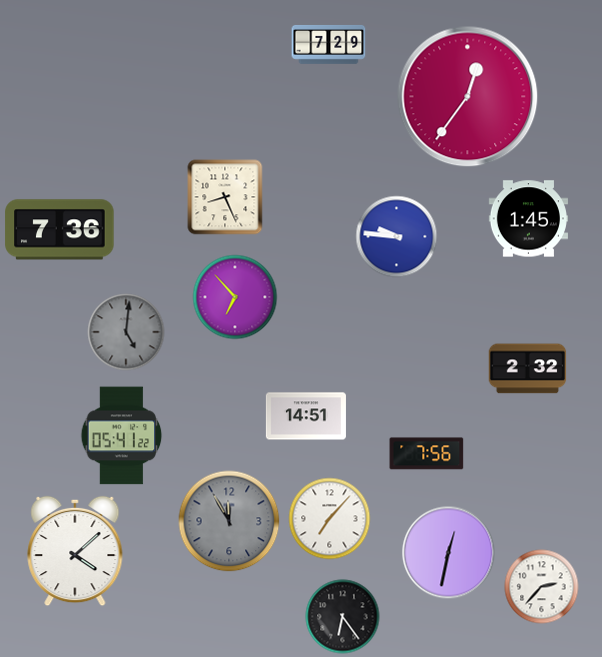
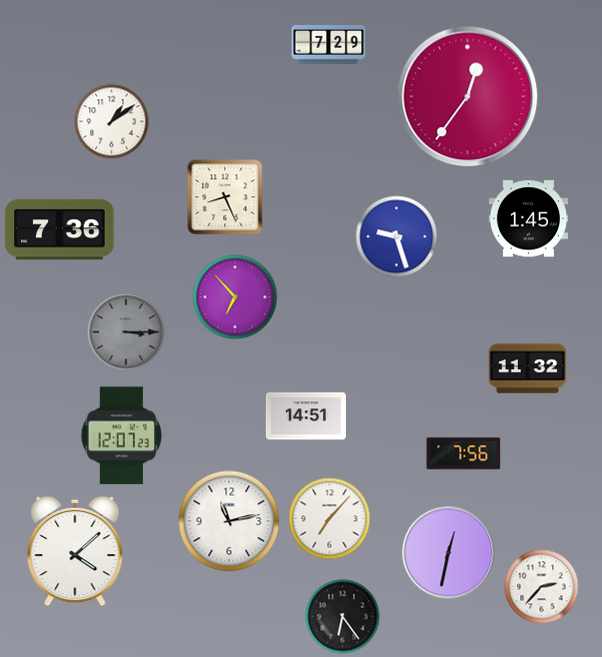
clock at (112, 122): none -> 1:09
clock at (397, 237): 9:46 -> 9:27
clock at (126, 332): 5:01 -> 3:15
clock at (528, 369): 2:32 -> 11:32
clock at (122, 436): 05:41 -> 12:07
clock at (427, 454) position: (427, 454) -> (464, 454)
clock at (229, 521): 11:55 -> 11:13
clock at (229, 521) dial: grey -> white
